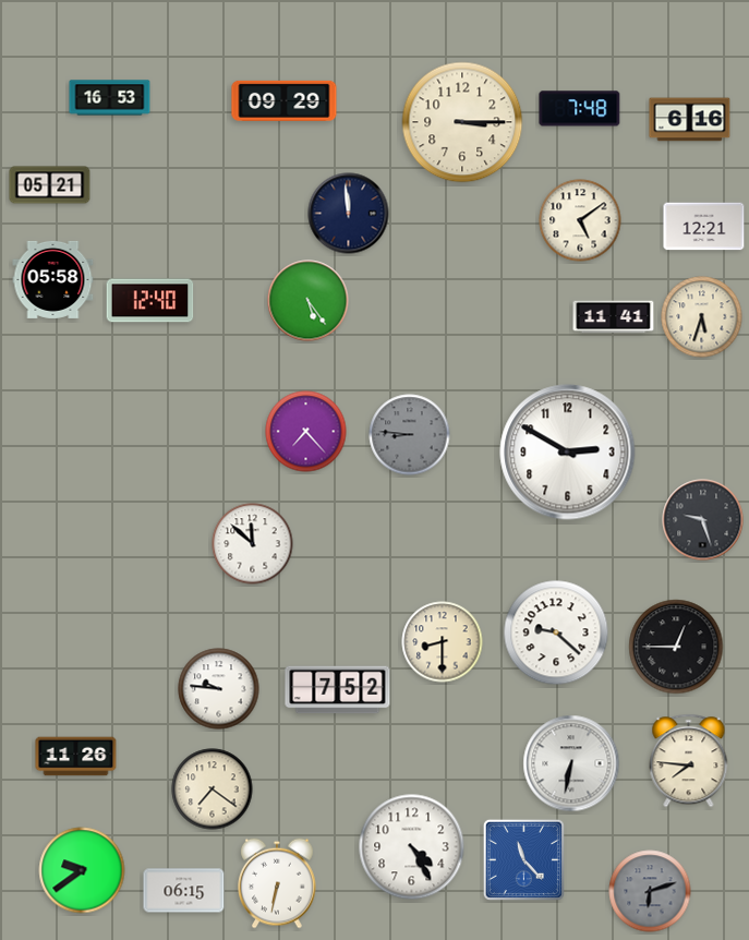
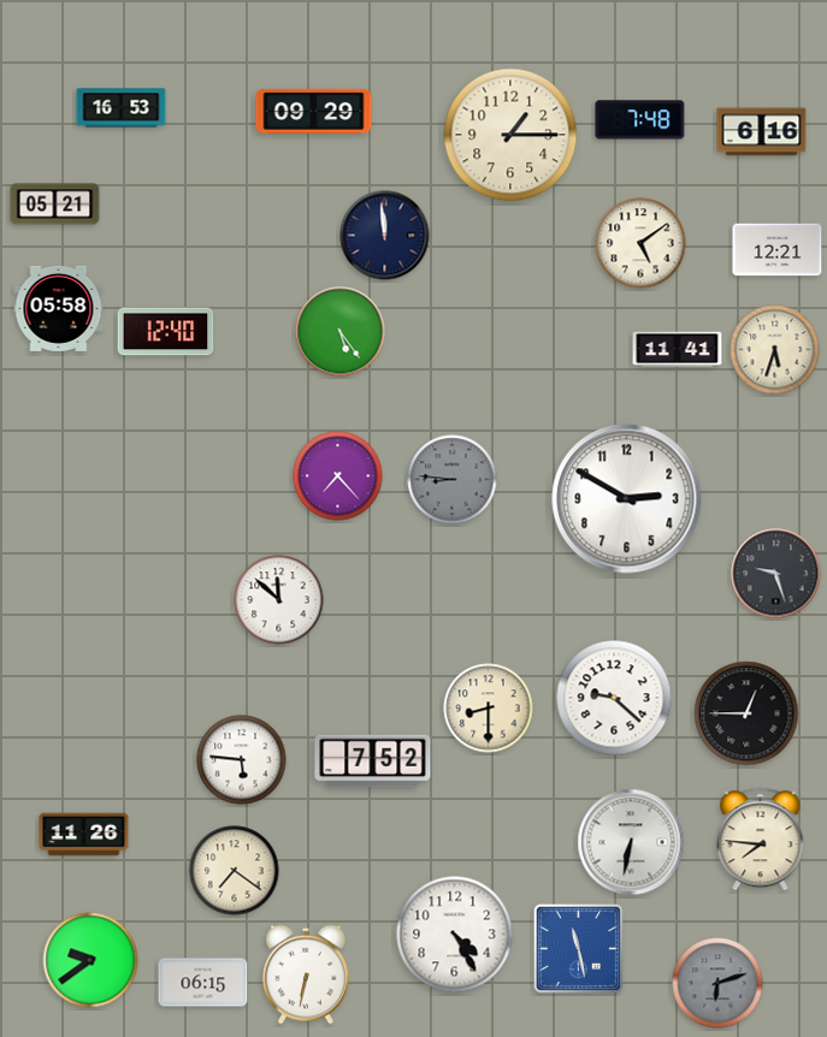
clock at (462, 122): 3:15 -> 1:15
clock at (219, 689): 9:46 -> 5:46
clock at (523, 859): 11:23 -> 11:28
